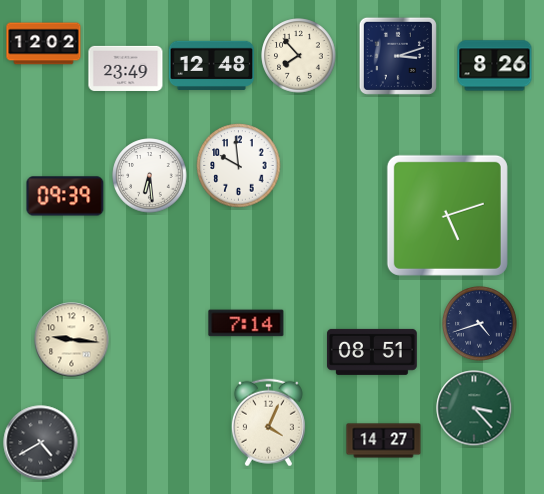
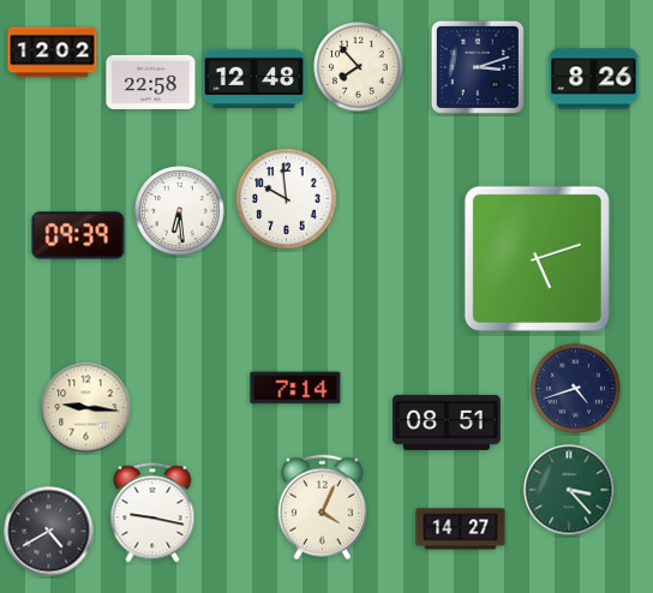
clock at (126, 68): 23:49 -> 22:58
clock at (152, 513): none -> 9:17
